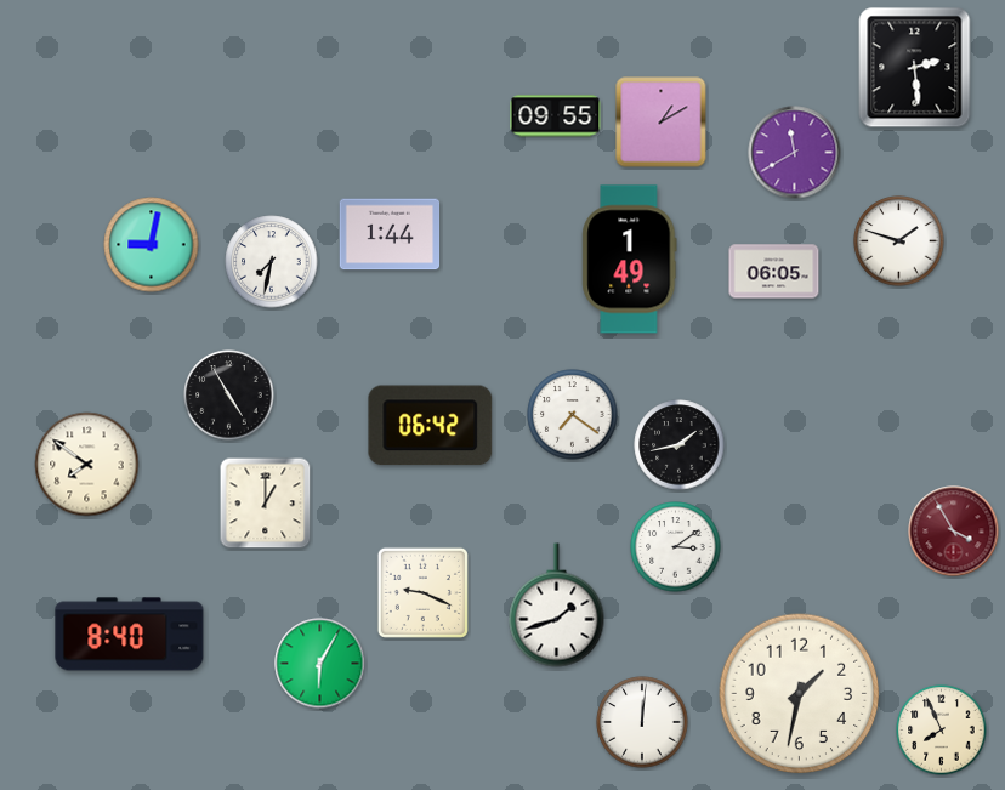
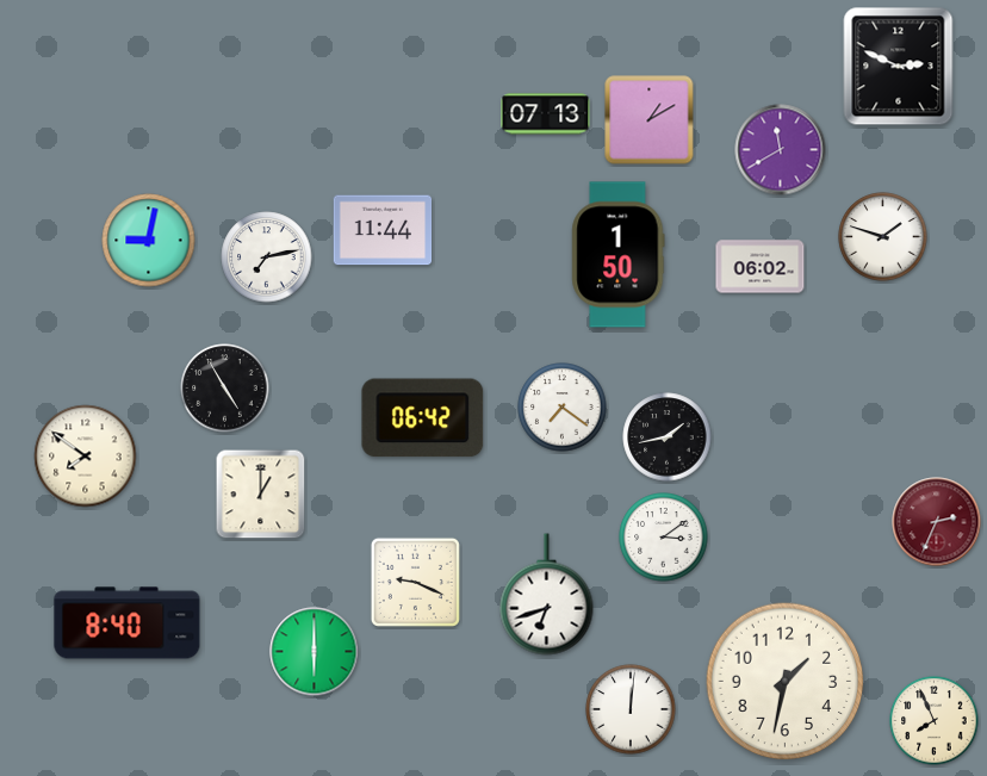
clock at (915, 68): 2:29 -> 2:49
clock at (556, 116): 09:55 -> 07:13
clock at (390, 234): 1:44 -> 11:44
clock at (630, 260): 1:49 -> 1:50
clock at (272, 262): 7:32 -> 7:13
clock at (774, 272): 06:05 -> 06:02
clock at (954, 532): 3:55 -> 2:34
clock at (557, 606): 1:42 -> 6:42
clock at (320, 664): 6:05 -> 6:00
clock at (942, 731) position: (942, 731) -> (935, 721)
